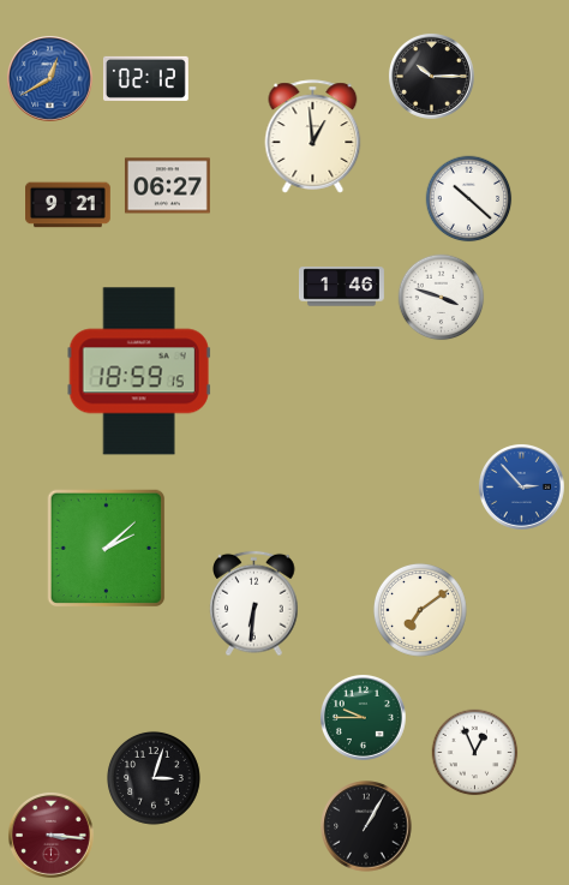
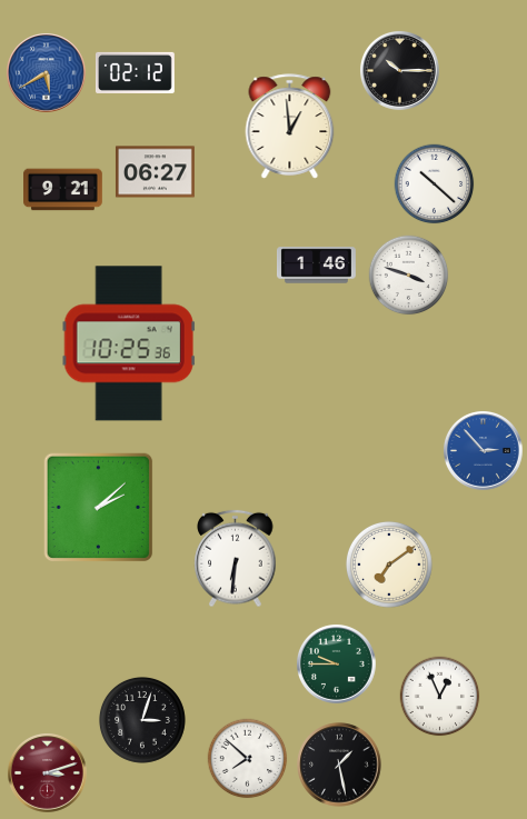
clock at (49, 78): 12:40 -> 5:40
clock at (139, 371): 18:59 -> 10:25
clock at (248, 759): none -> 7:52
clock at (366, 826): 1:05 -> 1:28
clock at (50, 835): 3:16 -> 3:12
